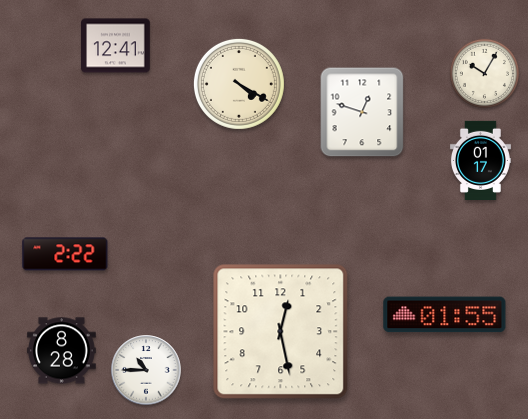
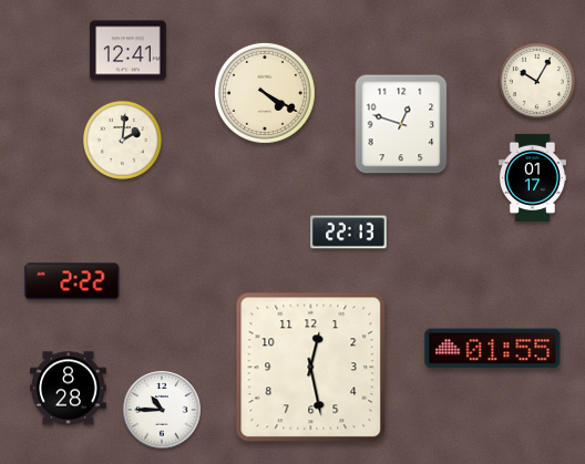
clock at (122, 140): none -> 2:01
clock at (349, 233): none -> 22:13
